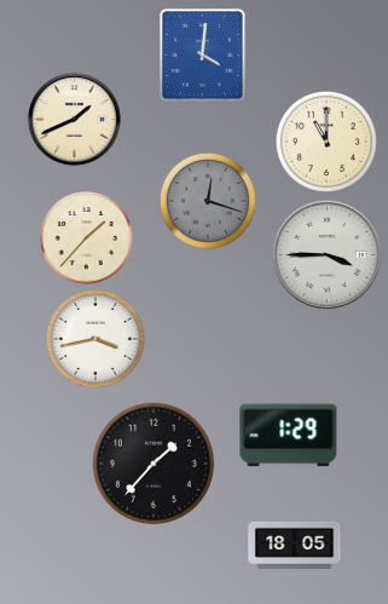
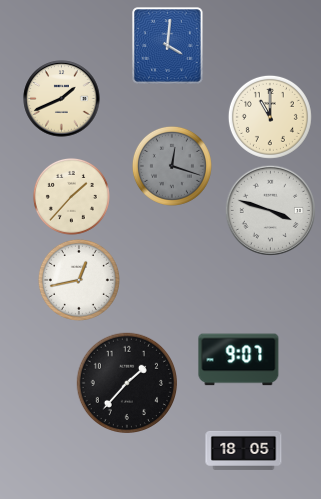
clock at (326, 254): 3:45 -> 3:48
clock at (95, 339): 3:43 -> 12:43
clock at (289, 436): 1:29 -> 9:07
